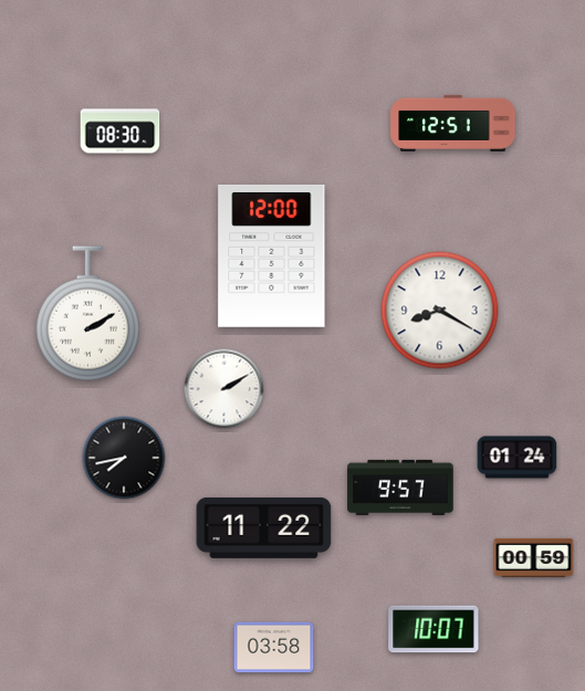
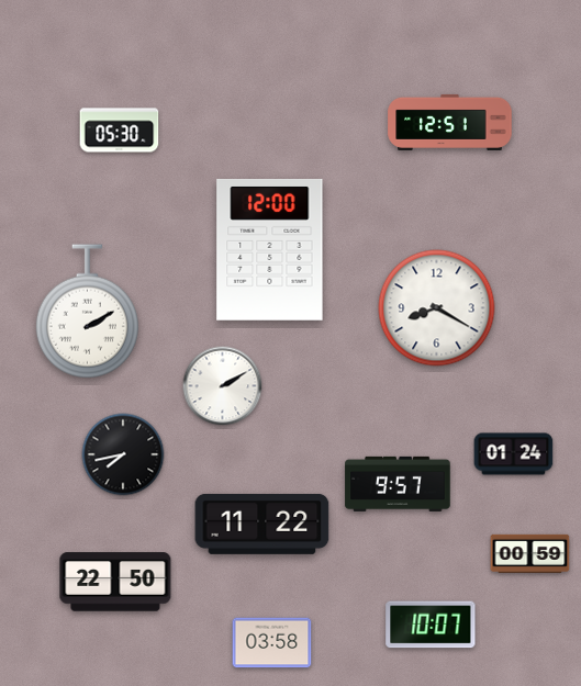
clock at (121, 132): 08:30 -> 05:30
clock at (272, 255) position: (272, 255) -> (270, 249)
clock at (115, 582): none -> 22:50
